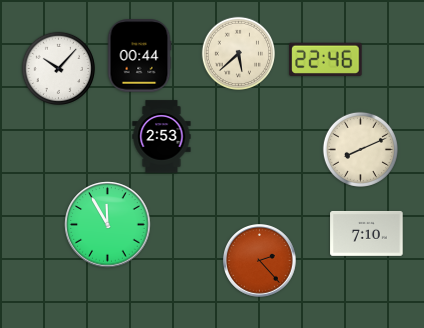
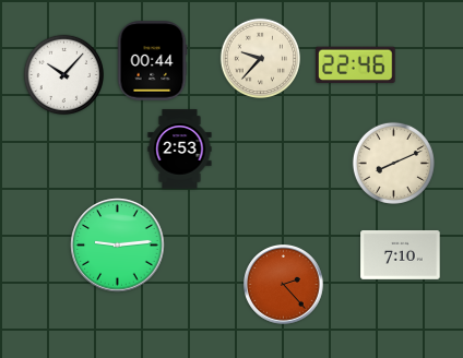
clock at (238, 53): 5:38 -> 9:37
clock at (162, 137) position: (162, 137) -> (180, 150)
clock at (108, 225): 11:55 -> 9:14
